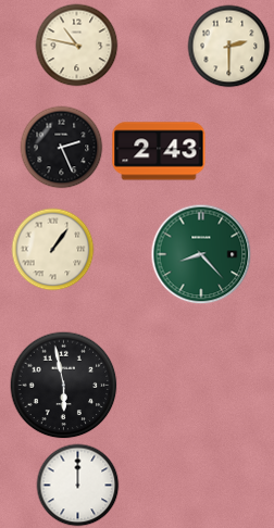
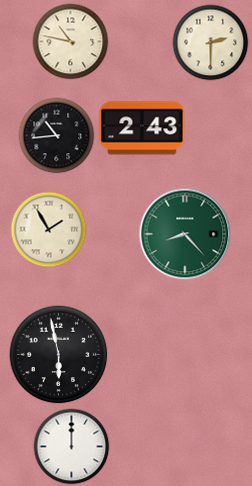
clock at (62, 148): 2:26 -> 10:44
clock at (159, 151) position: (159, 151) -> (142, 128)
clock at (53, 250): 1:06 -> 1:55
